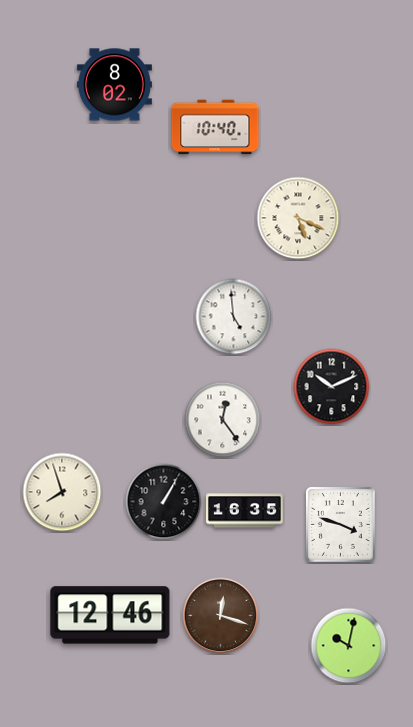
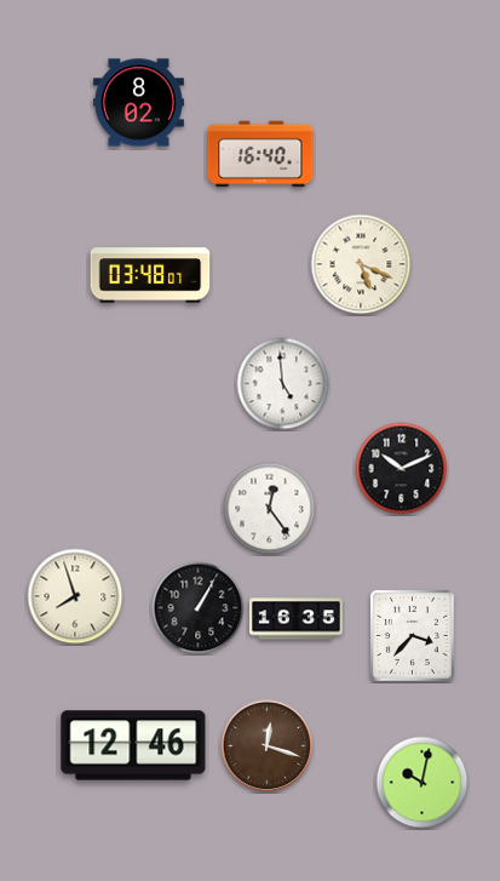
clock at (215, 127): 10:40 -> 16:40
clock at (150, 275): none -> 03:48
clock at (341, 525): 3:48 -> 3:37
